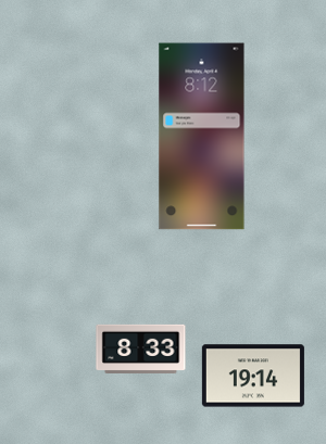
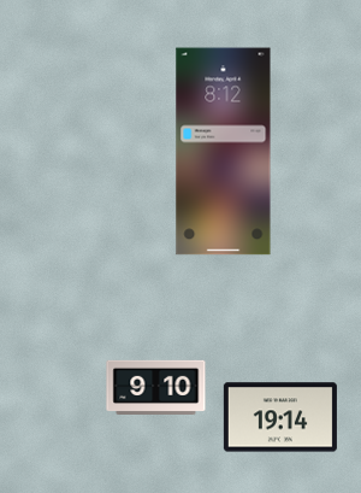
clock at (141, 348): 8:33 -> 9:10
